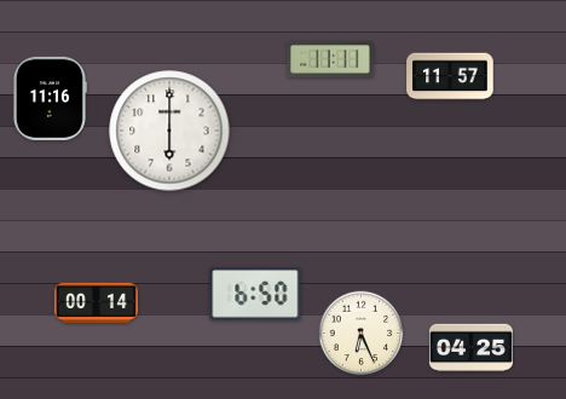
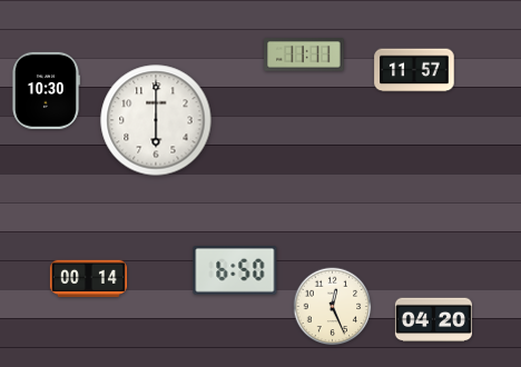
clock at (50, 98): 11:16 -> 10:30
clock at (362, 334): 6:26 -> 12:26
clock at (470, 348): 04:25 -> 04:20
